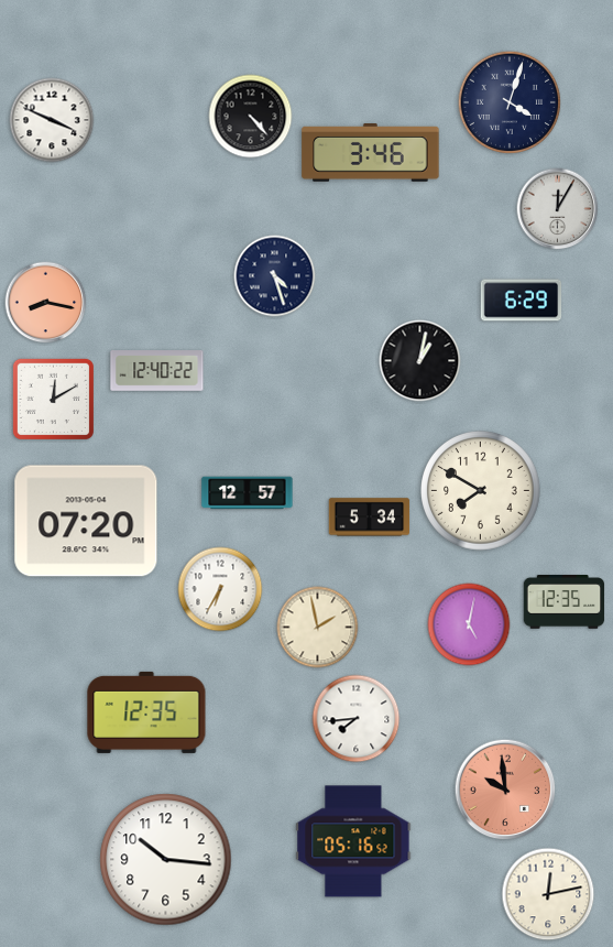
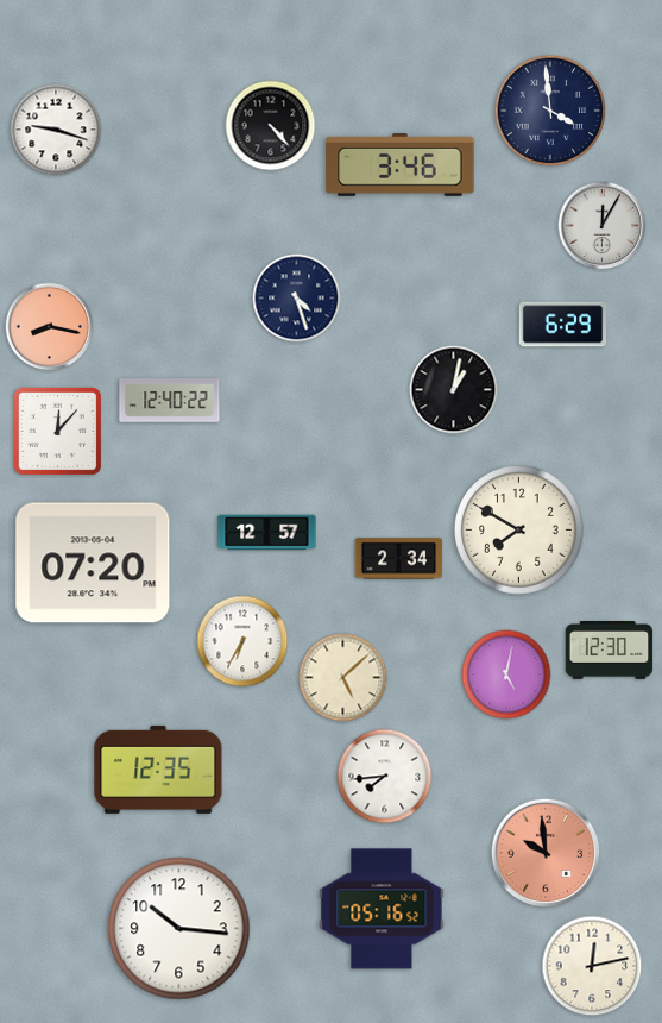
clock at (510, 102): 4:03 -> 3:59
clock at (52, 120): 3:49 -> 9:18
clock at (53, 399): 12:10 -> 12:07
clock at (370, 518): 5:34 -> 2:34
clock at (220, 589) position: (220, 589) -> (242, 641)
clock at (565, 602): 12:35 -> 12:30
clock at (318, 628): 1:58 -> 5:08
